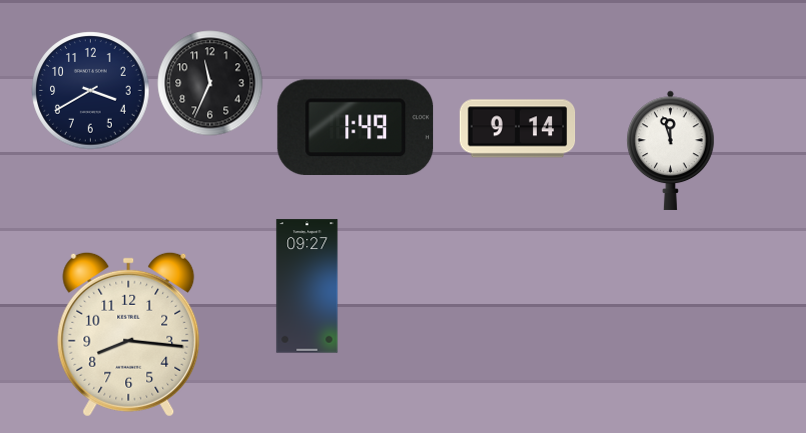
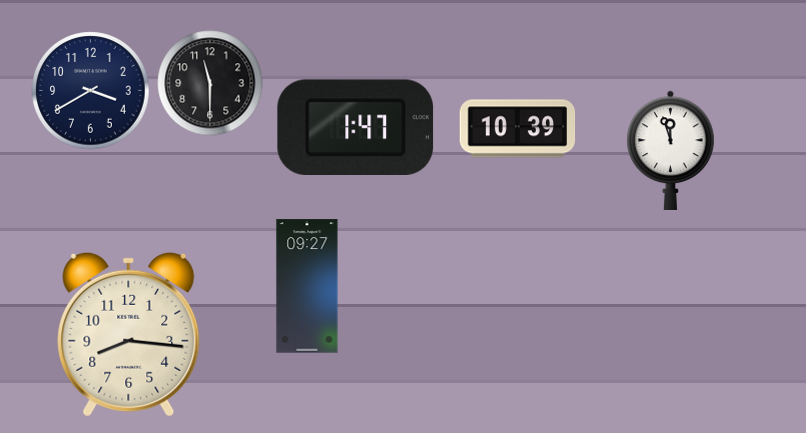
clock at (210, 83): 11:34 -> 11:30
clock at (356, 127): 1:49 -> 1:47
clock at (518, 129): 9:14 -> 10:39
